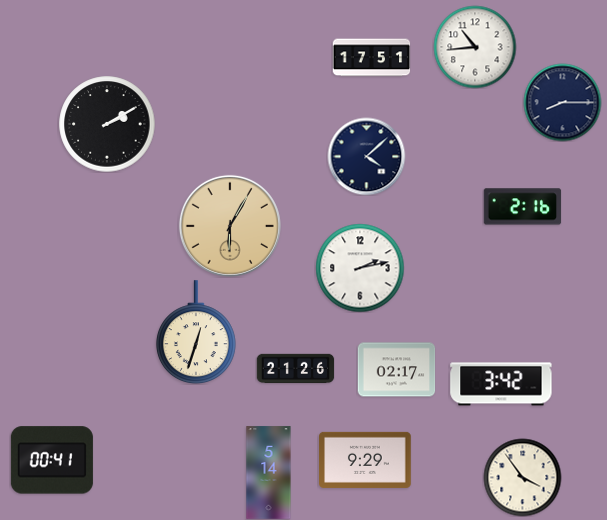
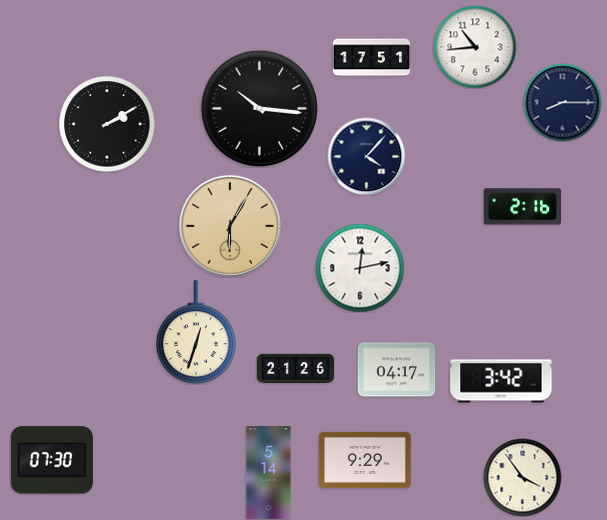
clock at (259, 108): none -> 10:16
clock at (366, 156): 4:08 -> 4:07
clock at (360, 268): 2:13 -> 12:13
clock at (396, 370): 02:17 -> 04:17
clock at (501, 384) position: (501, 384) -> (501, 381)
clock at (52, 460): 00:41 -> 07:30
